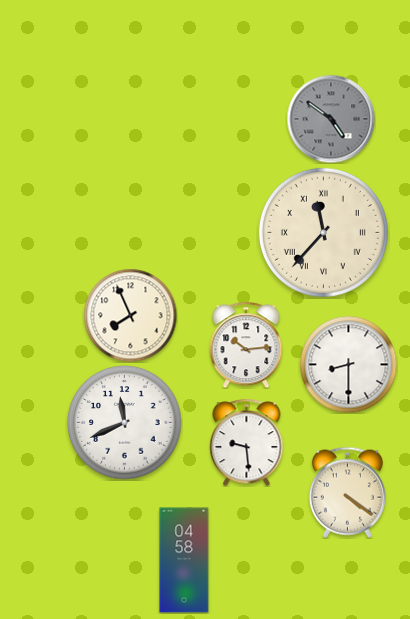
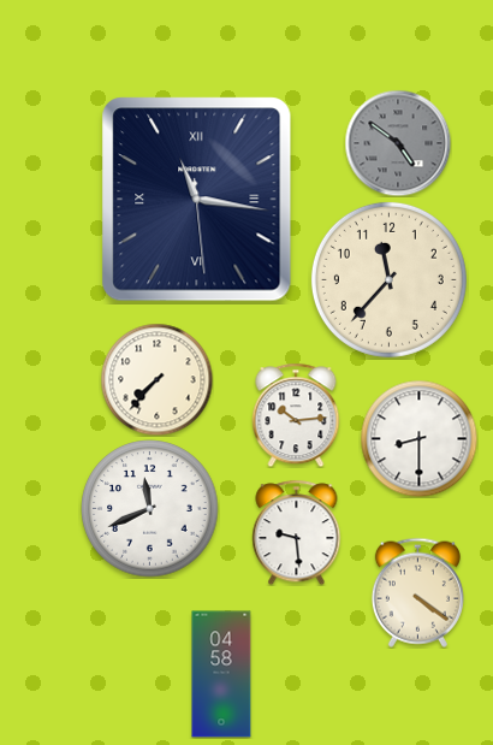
clock at (197, 200): none -> 11:16
clock at (323, 232) numerals: Roman -> Arabic
clock at (130, 315): 7:56 -> 7:37
